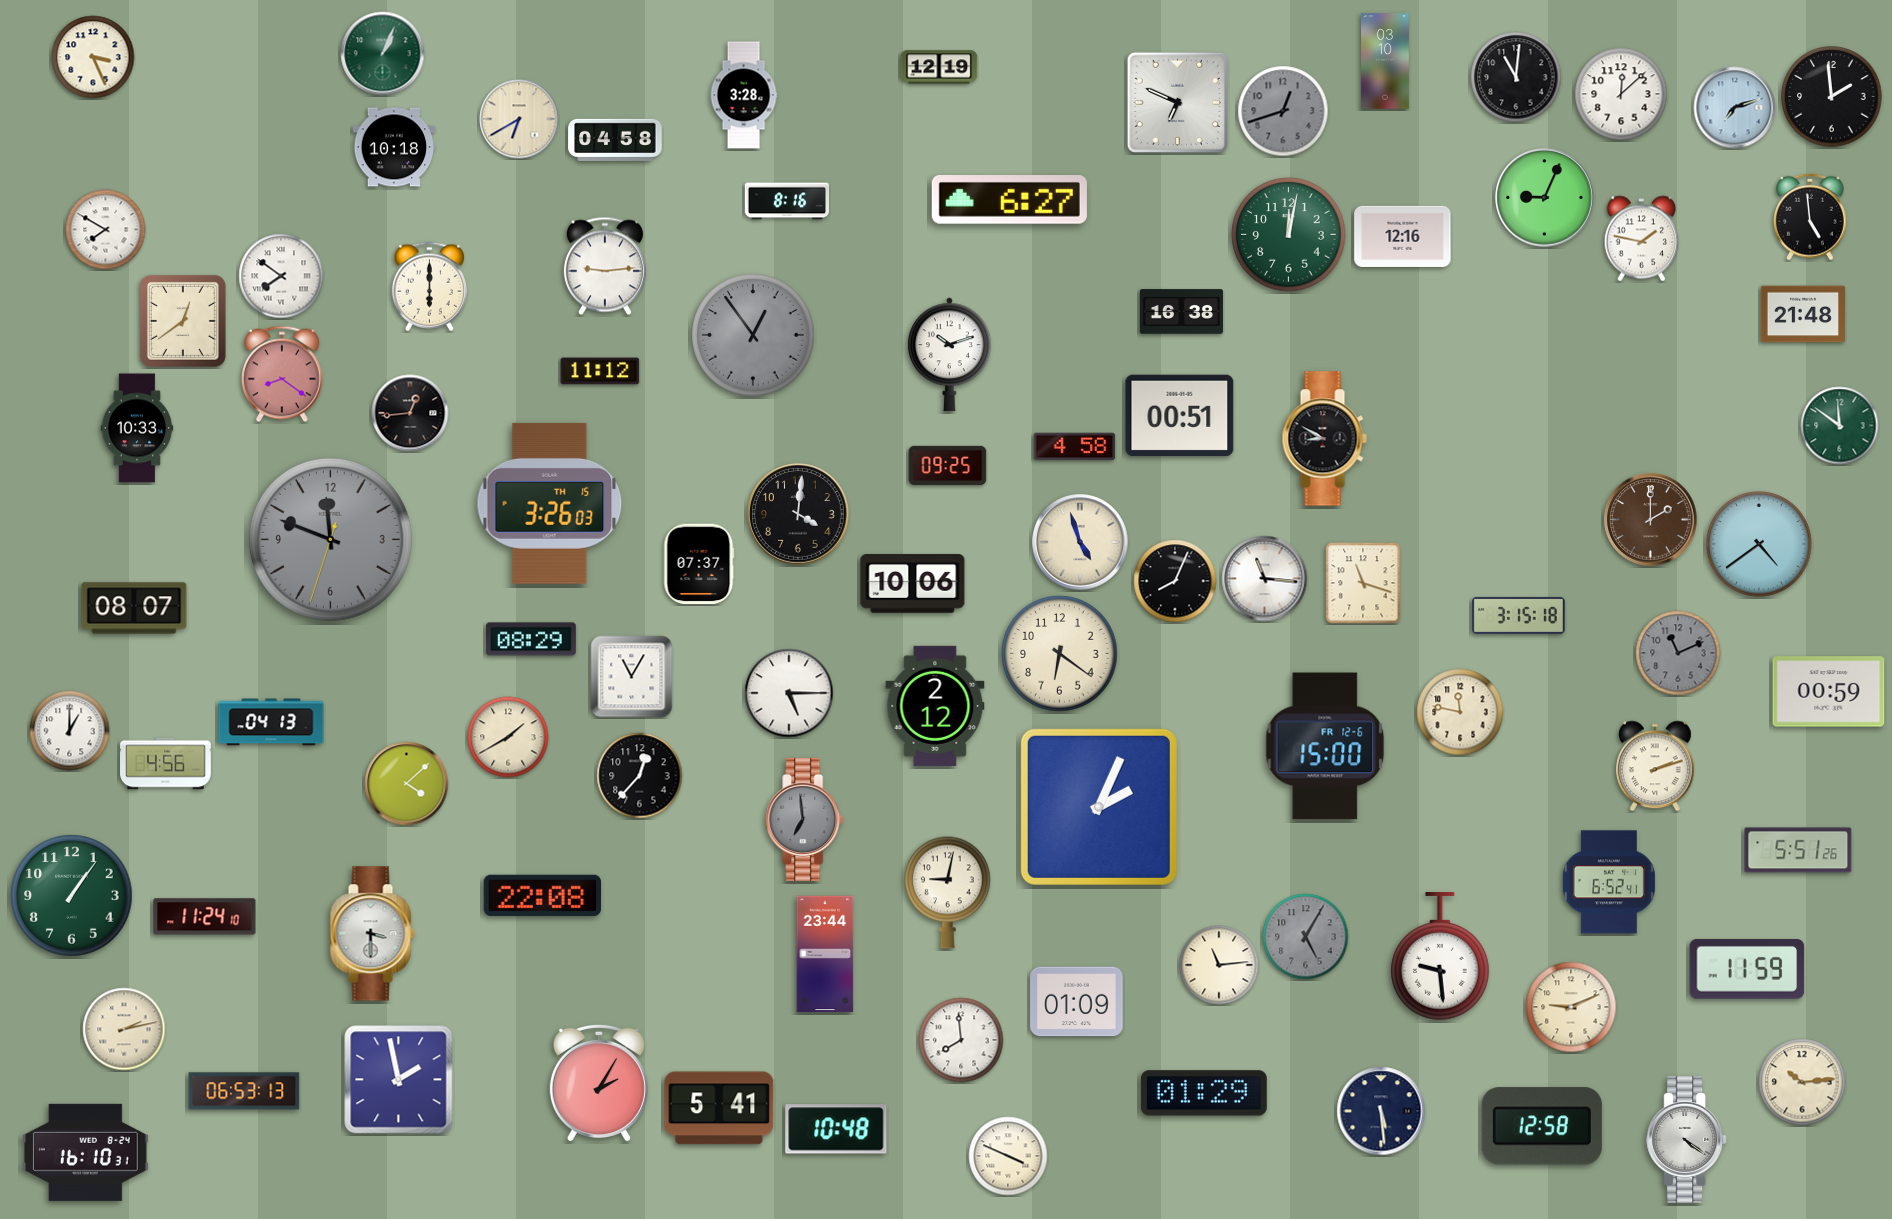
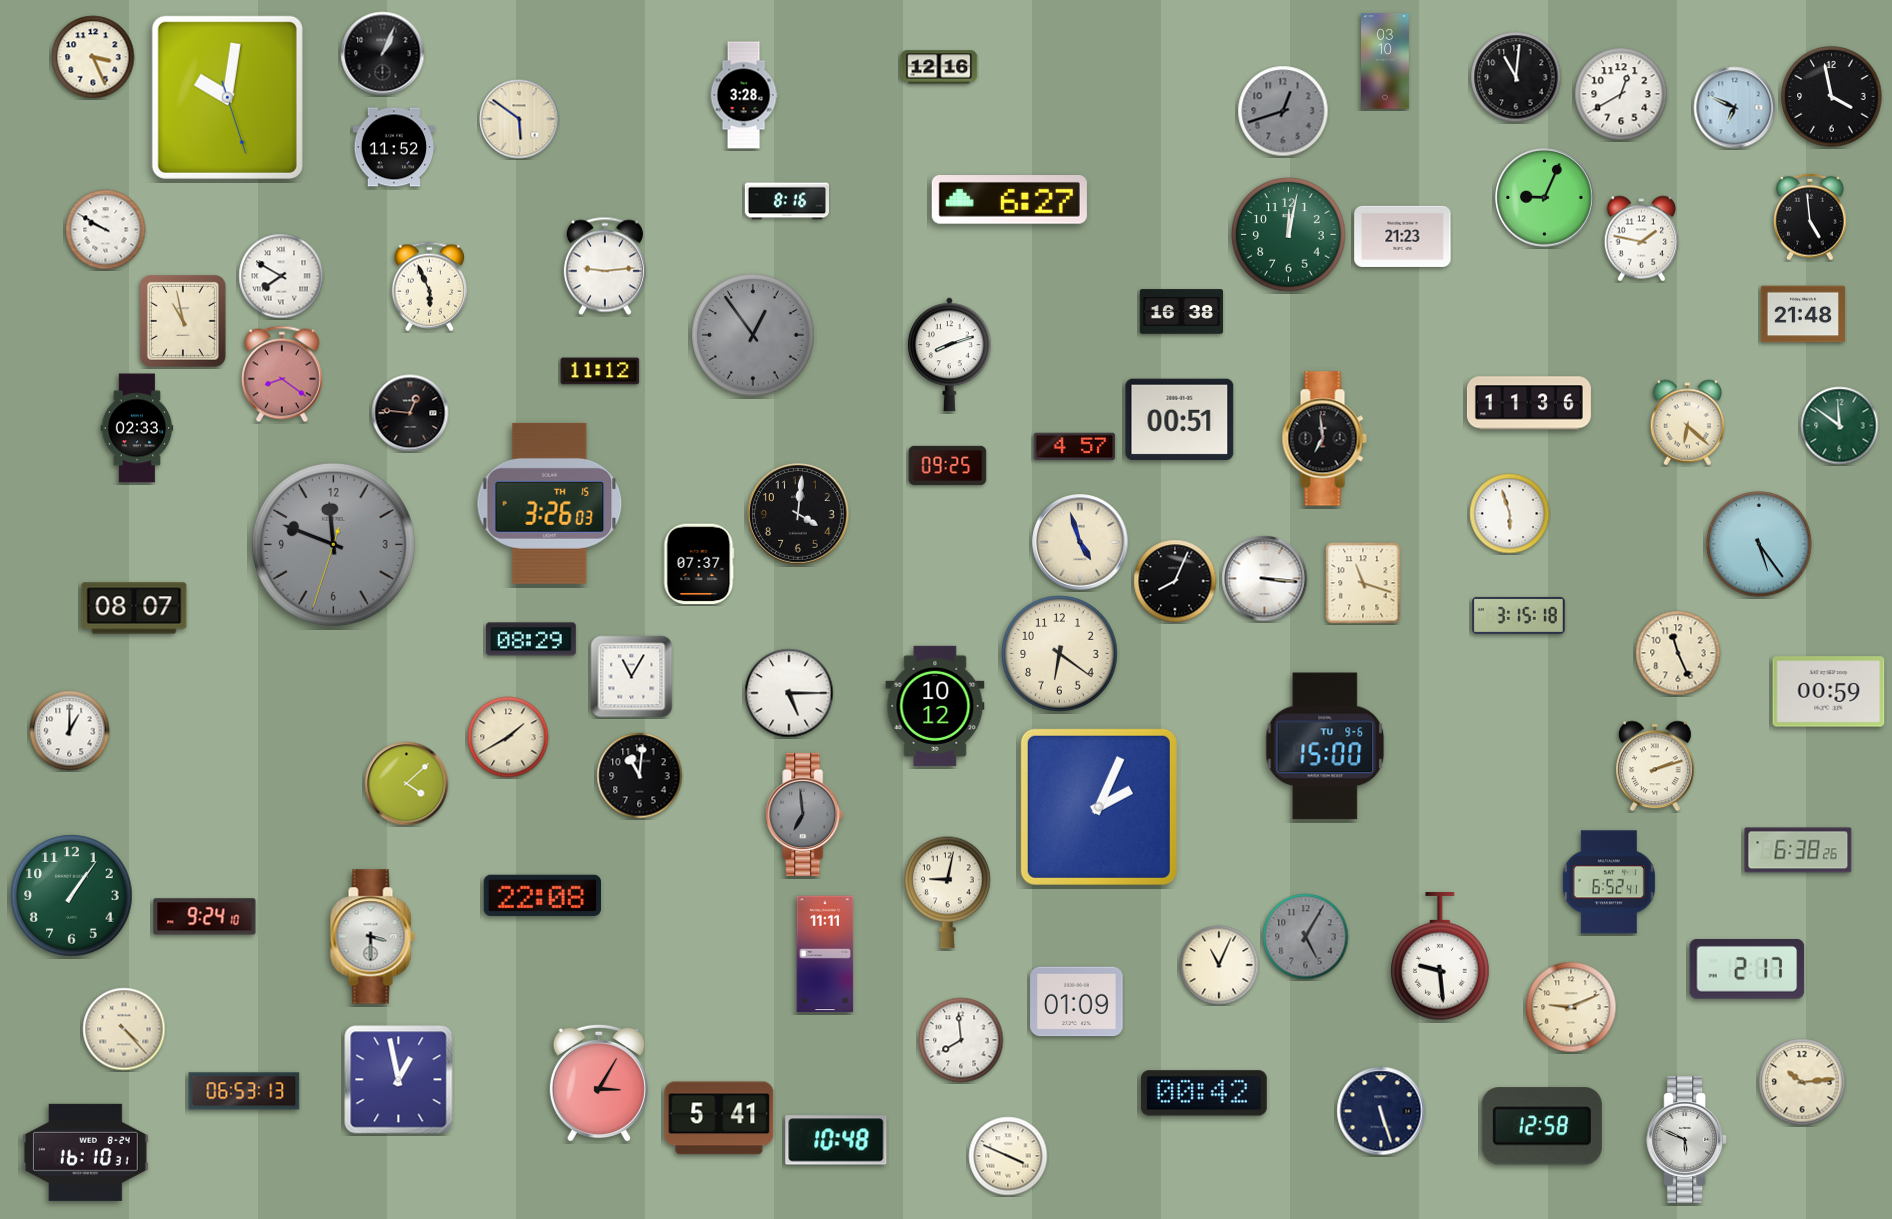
clock at (383, 54) dial: green -> black
clock at (939, 67): 12:19 -> 12:16
clock at (1621, 94): 12:08 -> 12:40
clock at (227, 97): none -> 10:01
clock at (1832, 97): 1:59 -> 3:58
clock at (1177, 102): 6:49 -> none
clock at (1735, 108): 7:12 -> 6:49
clock at (519, 119): 6:40 -> 5:51
clock at (615, 140): 04:58 -> none
clock at (394, 147): 10:18 -> 11:52
clock at (106, 230): 7:50 -> 9:50
clock at (1403, 236): 12:16 -> 21:23
clock at (281, 276): 7:51 -> 7:50
clock at (429, 287): 6:00 -> 5:56
clock at (183, 321): 12:39 -> 10:58
clock at (949, 355): 10:12 -> 8:12
clock at (1529, 403): none -> 11:36
clock at (410, 413): 12:44 -> 12:46
clock at (1180, 416) position: (1180, 416) -> (1180, 420)
clock at (1688, 423): none -> 6:22
clock at (137, 428): 10:33 -> 02:33
clock at (1324, 439): 8:50 -> 6:59
clock at (1075, 447): 4:58 -> 4:57
clock at (1510, 514): none -> 5:57
clock at (1651, 520): 2:00 -> none
clock at (330, 539) position: (330, 539) -> (333, 544)
clock at (1759, 544): 4:39 -> 5:24
clock at (1265, 579): 11:16 -> 3:16
clock at (913, 584): 10:06 -> none
clock at (1678, 653): 11:11 -> 11:26
clock at (1678, 653) dial: grey -> cream
clock at (935, 706): 2:12 -> 10:12
clock at (1460, 712): 11:47 -> none
clock at (271, 722): 04:13 -> none
clock at (1325, 746) date: FR 12-6 -> TU 9-6
clock at (166, 764): 4:56 -> none
clock at (640, 776): 12:37 -> 11:01
clock at (805, 819) position: (805, 819) -> (805, 814)
clock at (1798, 850): 5:51 -> 6:38
clock at (205, 917): 11:24 -> 9:24
clock at (372, 934) position: (372, 934) -> (372, 937)
clock at (825, 954): 23:44 -> 11:11
clock at (1219, 965): 11:14 -> 11:04
clock at (1747, 970): 11:59 -> 2:17
clock at (124, 1029): 2:13 -> 4:23
clock at (399, 1080): 1:58 -> 12:58
clock at (599, 1083): 2:05 -> 3:05
clock at (1204, 1093): 01:29 -> 00:42
clock at (719, 1108) position: (719, 1108) -> (719, 1118)
clock at (1381, 1111): 5:29 -> 5:27
clock at (836, 1129) position: (836, 1129) -> (836, 1140)
clock at (1687, 1140): 4:21 -> 5:49
